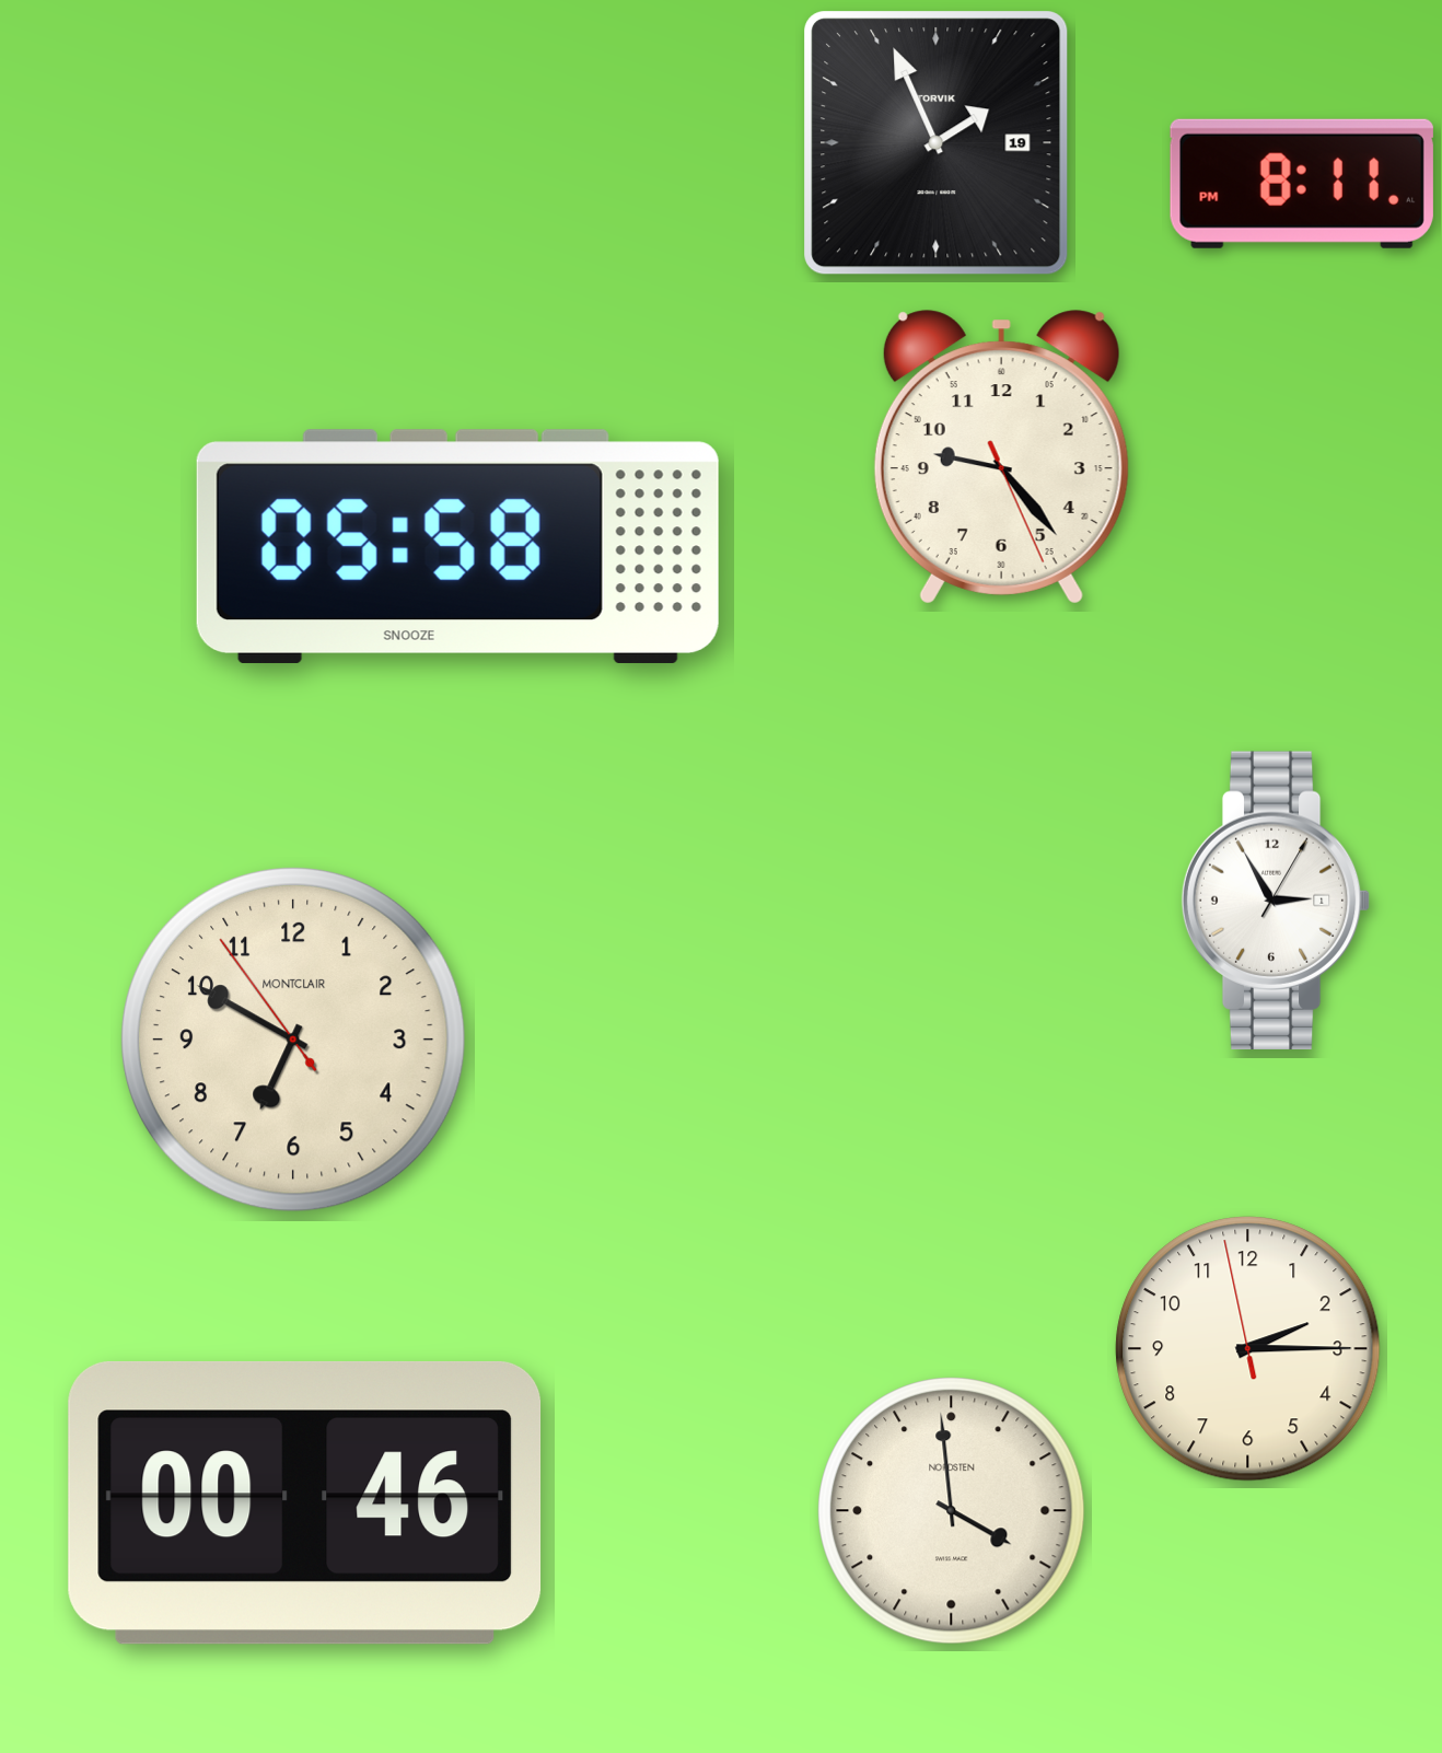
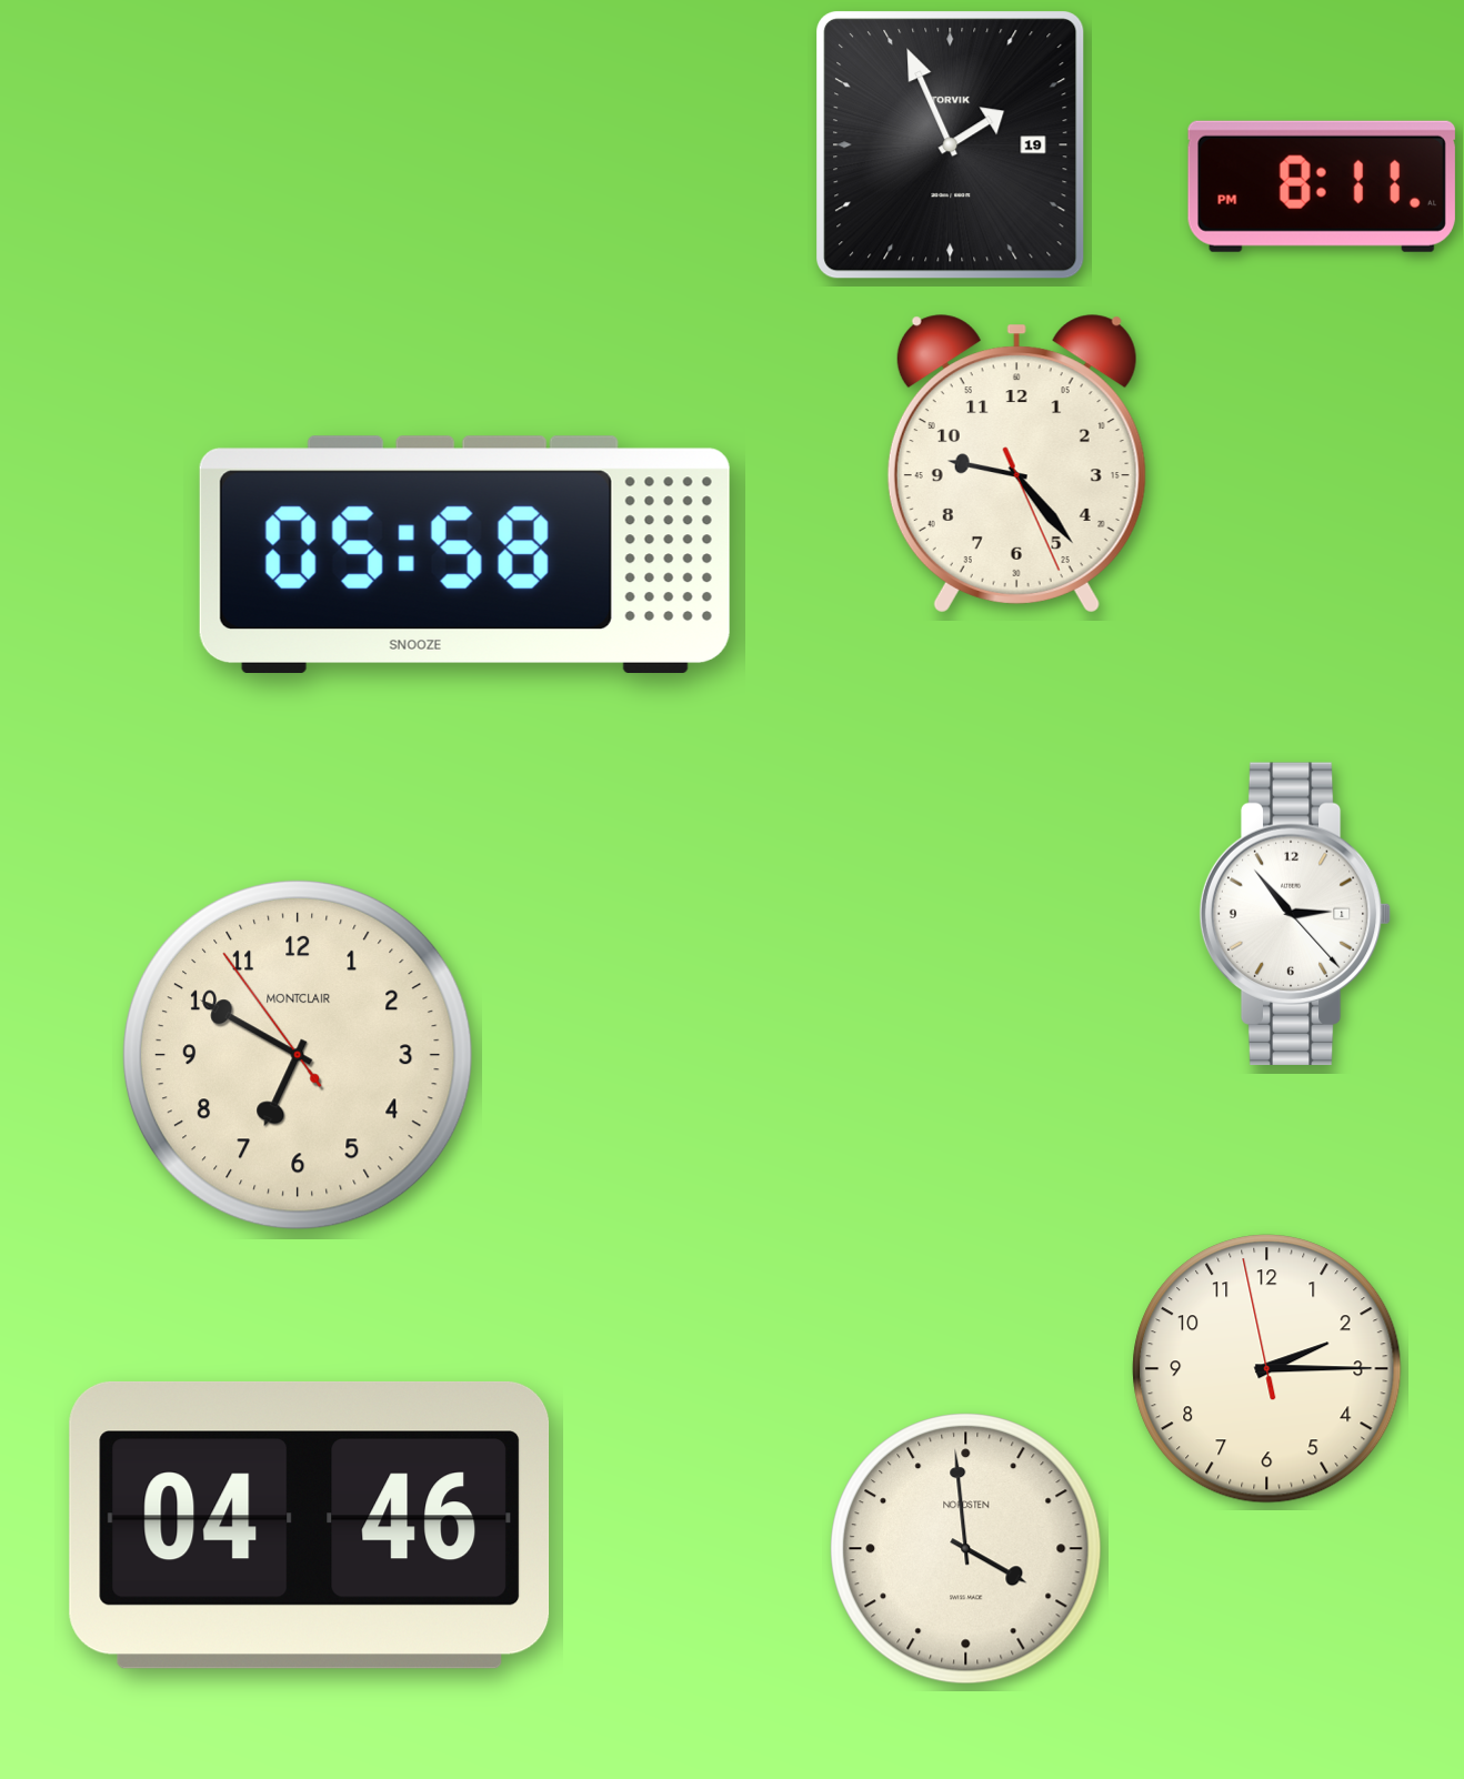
clock at (1276, 901): 2:55 -> 2:53
clock at (305, 1502): 00:46 -> 04:46
clock at (952, 1511) position: (952, 1511) -> (966, 1549)
